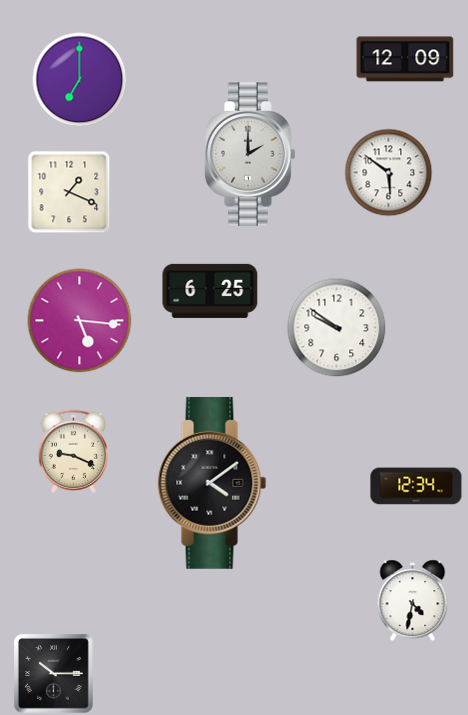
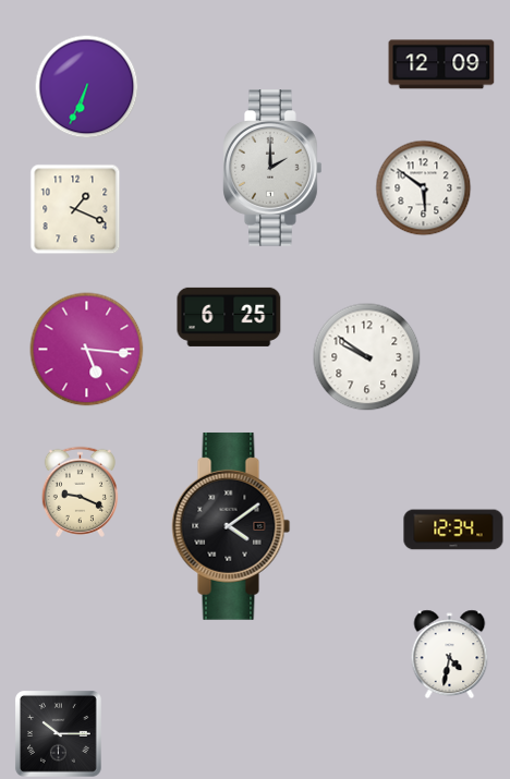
clock at (80, 80): 7:00 -> 6:34
